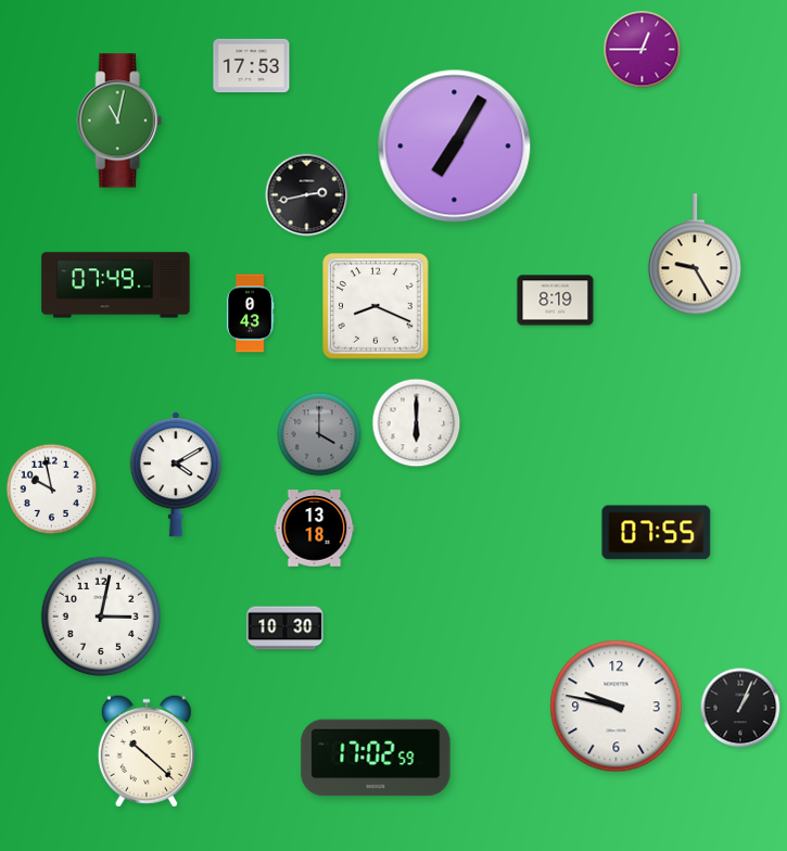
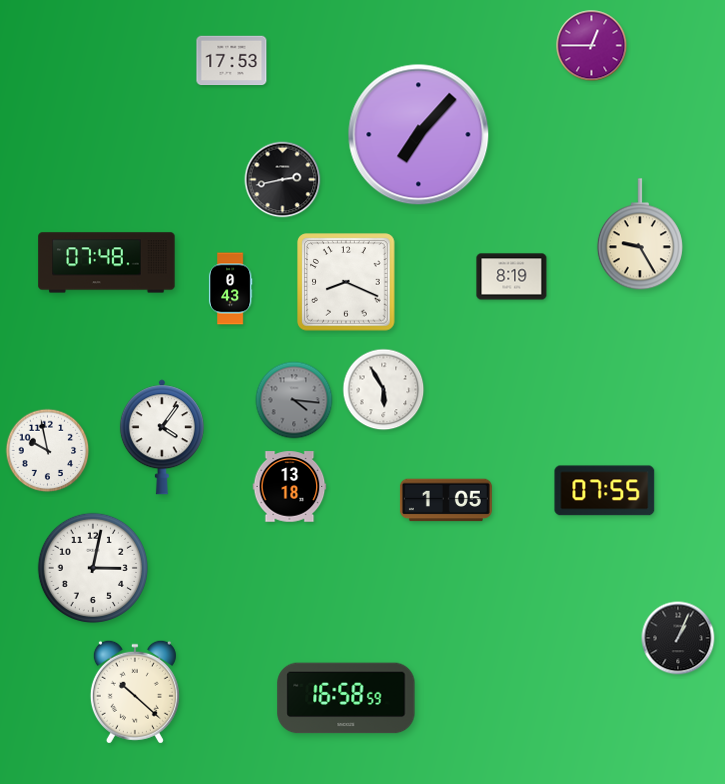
clock at (119, 120): 11:02 -> none
clock at (455, 147): 7:05 -> 7:07
clock at (116, 285): 07:49 -> 07:48
clock at (417, 423): 6:00 -> 5:55
clock at (319, 434): 4:00 -> 4:16
clock at (176, 474): 4:10 -> 4:06
clock at (446, 500): none -> 1:05
clock at (285, 628): 10:30 -> none
clock at (617, 707): 9:47 -> none
clock at (740, 708) position: (740, 708) -> (678, 638)
clock at (376, 758): 17:02 -> 16:58
